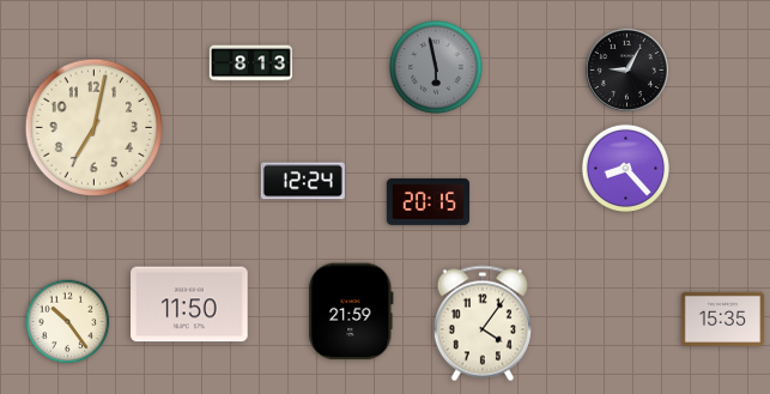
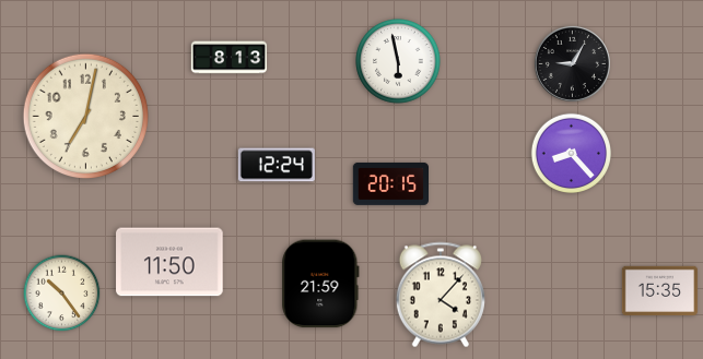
clock at (436, 67) dial: grey -> white
clock at (189, 304) position: (189, 304) -> (169, 262)
clock at (483, 323): 4:06 -> 4:07
